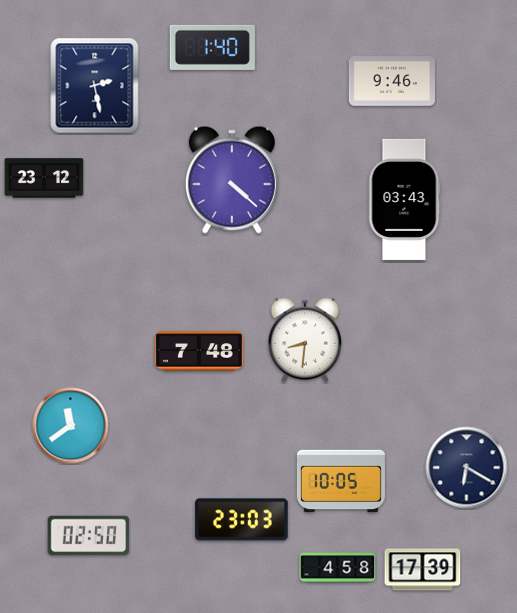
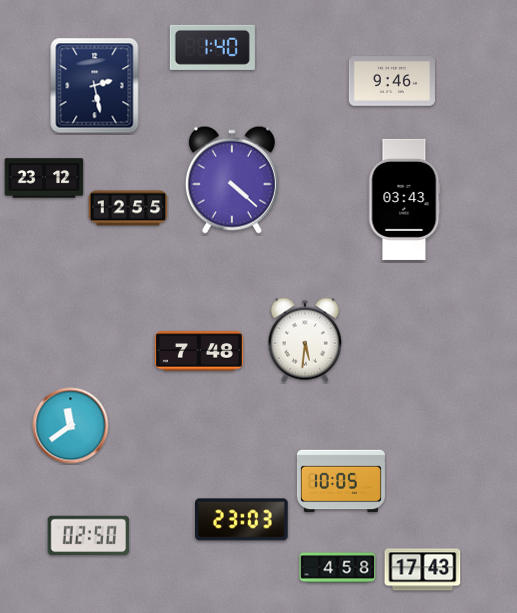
clock at (128, 208): none -> 12:55
clock at (305, 340): 8:31 -> 5:31
clock at (467, 468): 6:20 -> none
clock at (423, 570): 17:39 -> 17:43
